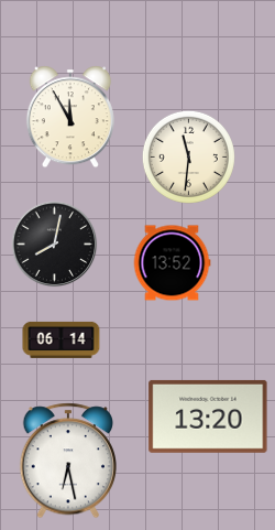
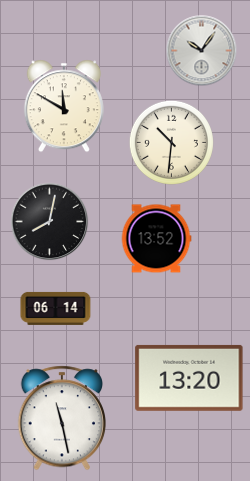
clock at (202, 51): none -> 10:06
clock at (70, 117): 11:55 -> 11:50
clock at (188, 156): 11:31 -> 10:31
clock at (67, 461): 6:28 -> 11:28
